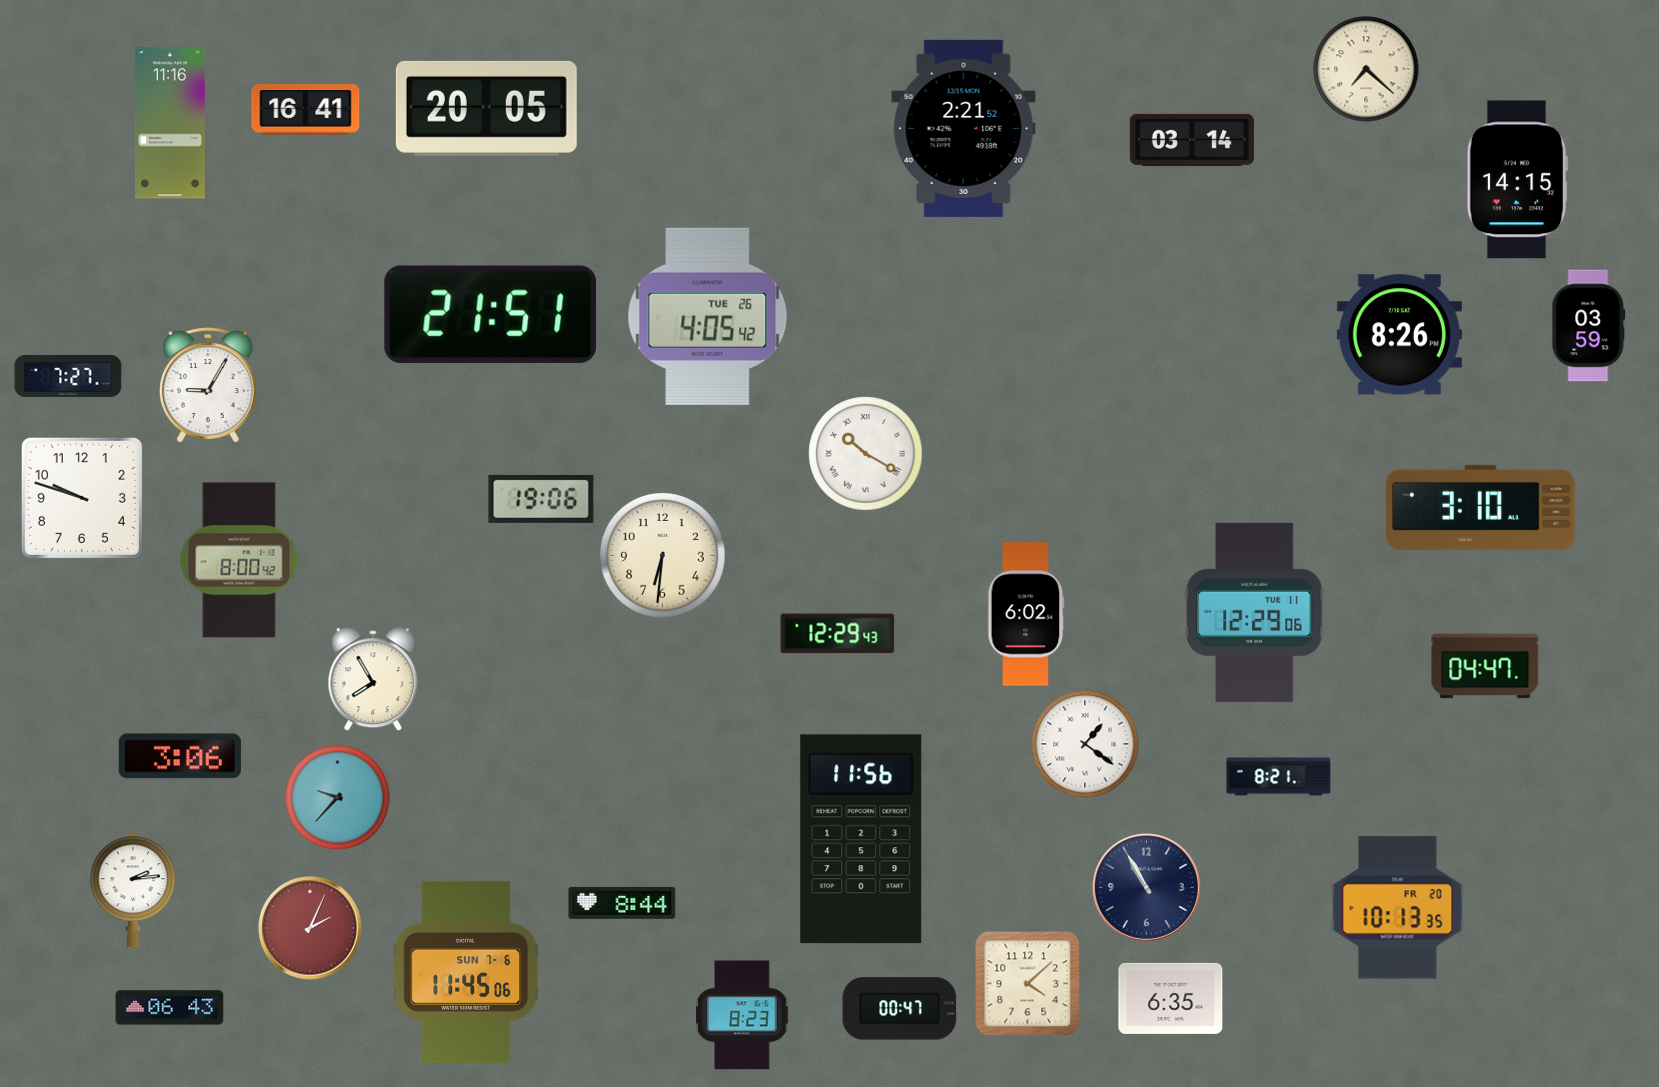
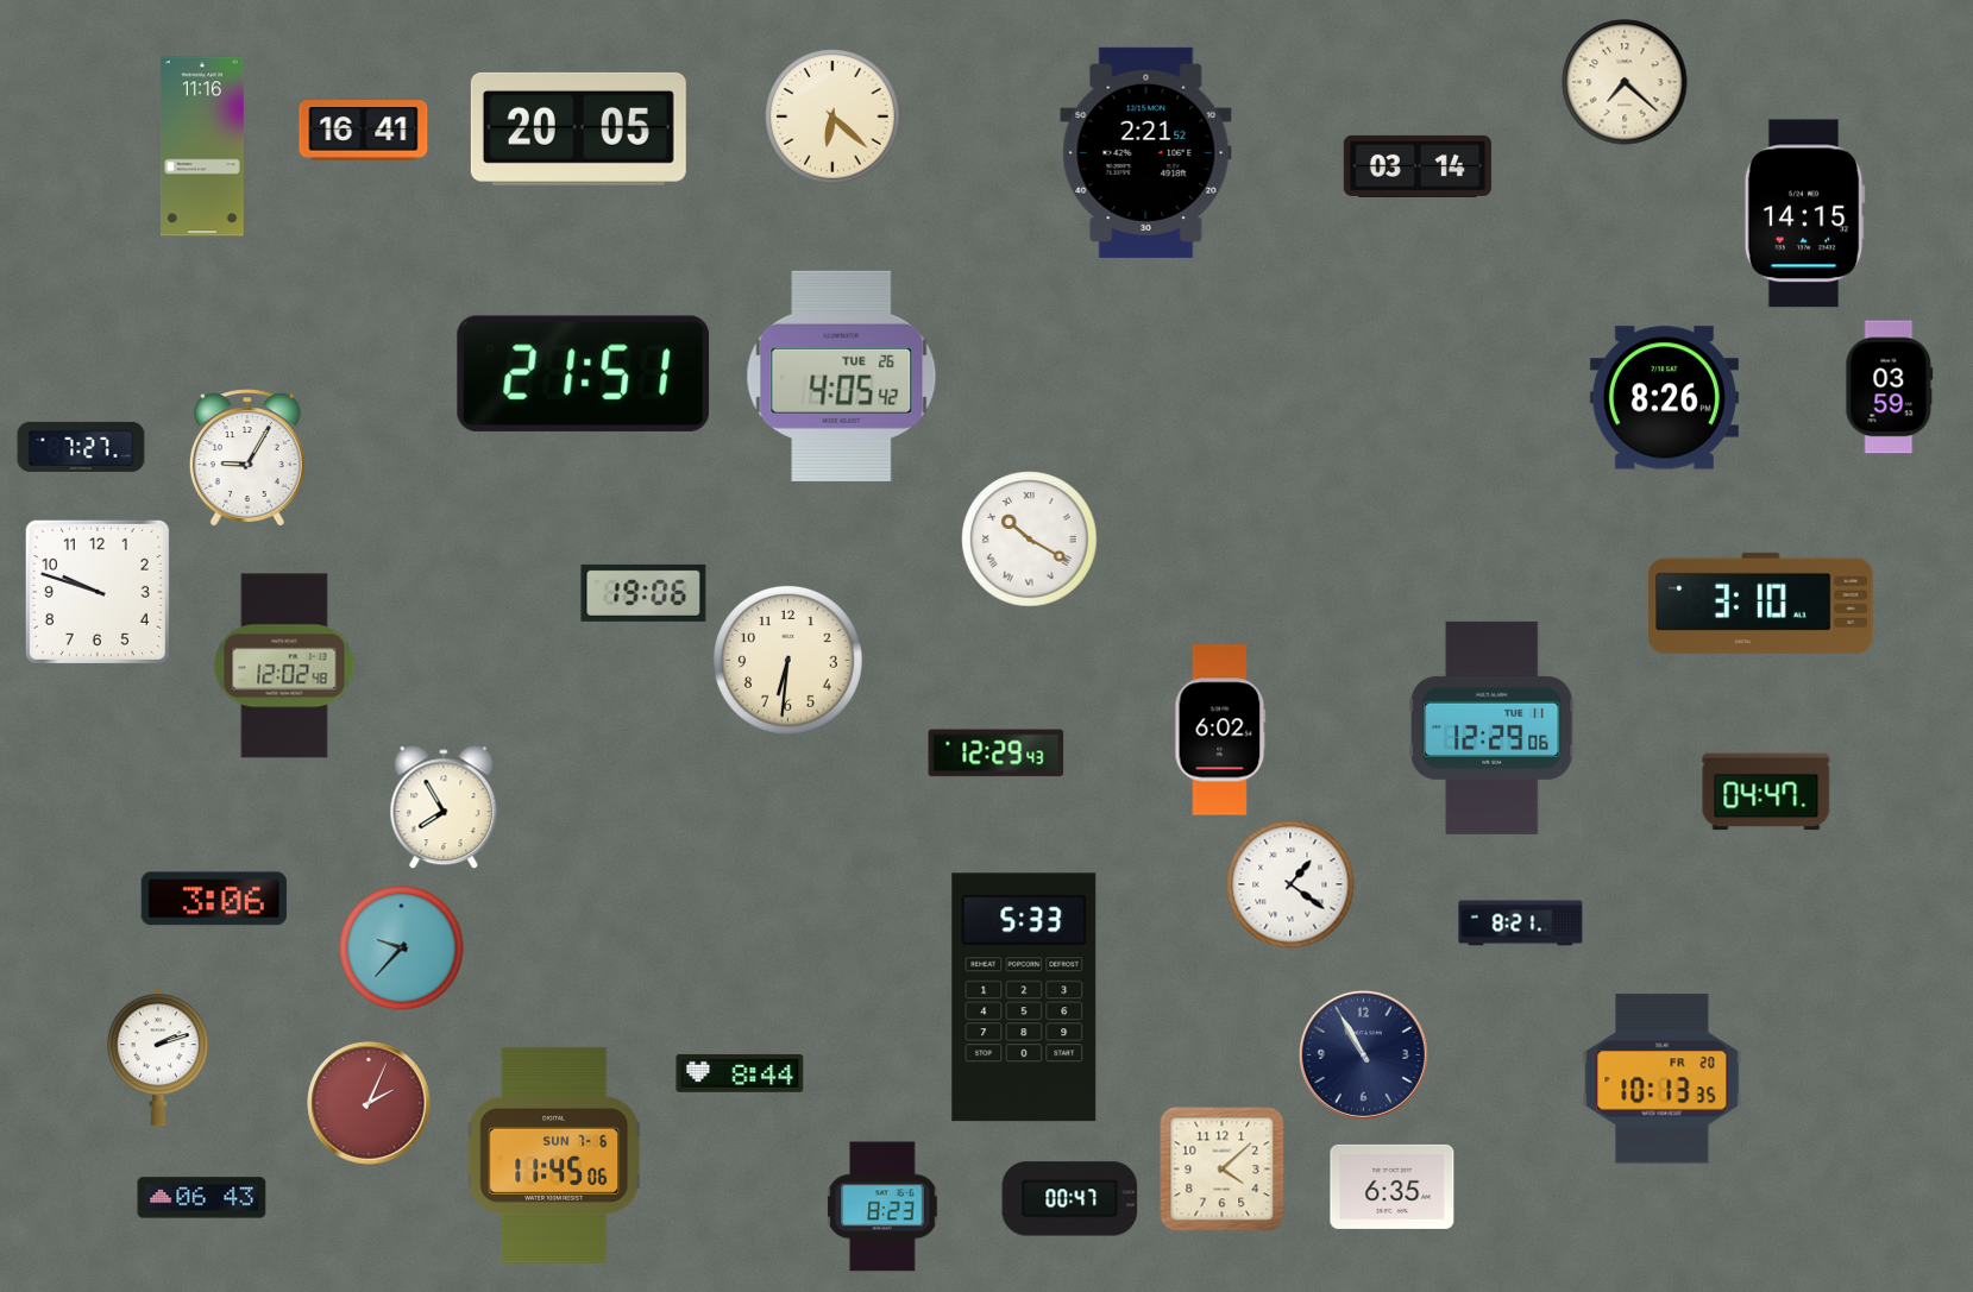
clock at (832, 116): none -> 6:22
clock at (239, 560): 8:00 -> 12:02
clock at (861, 839): 11:56 -> 5:33
clock at (133, 889): 2:14 -> 2:12
